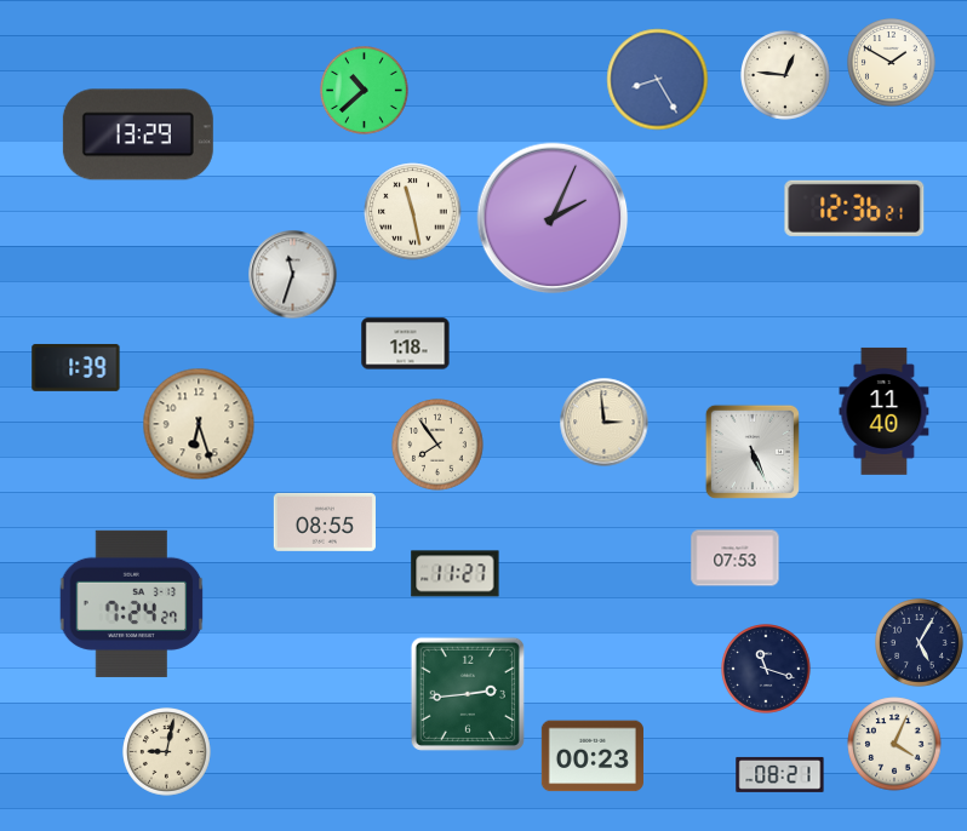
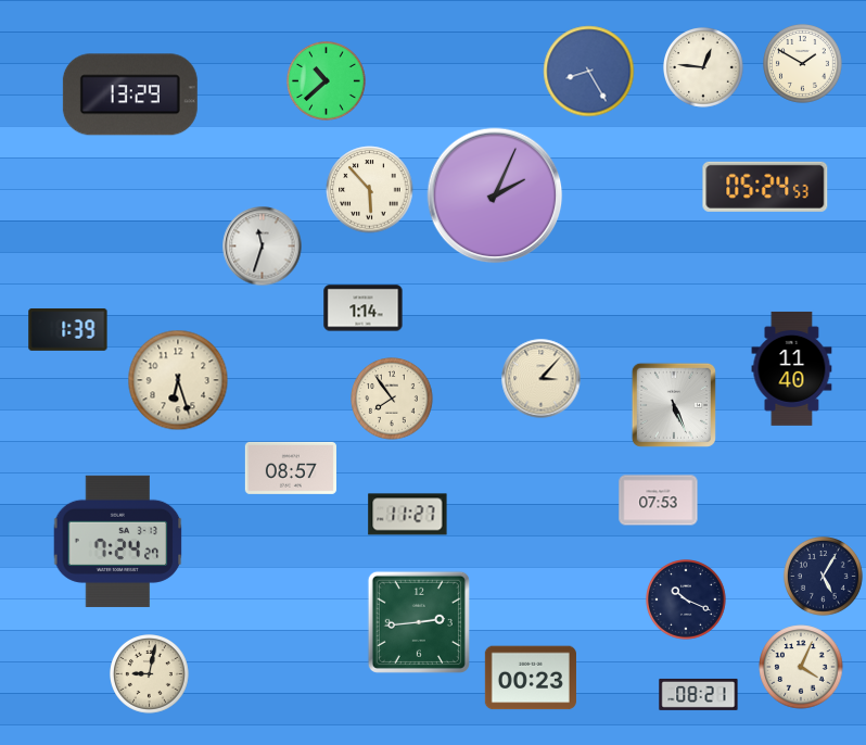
clock at (892, 63) position: (892, 63) -> (803, 64)
clock at (138, 134) position: (138, 134) -> (130, 94)
clock at (854, 208): 12:36 -> 05:24
clock at (413, 212): 11:28 -> 5:53
clock at (406, 344): 1:18 -> 1:14
clock at (605, 423): 2:59 -> 3:07
clock at (325, 522): 08:55 -> 08:57
clock at (767, 670): 11:18 -> 10:19
